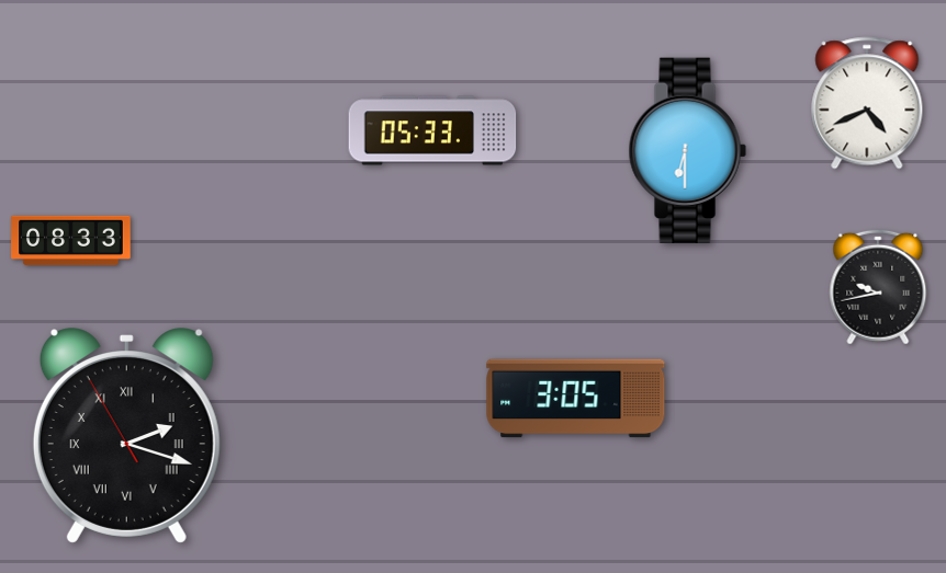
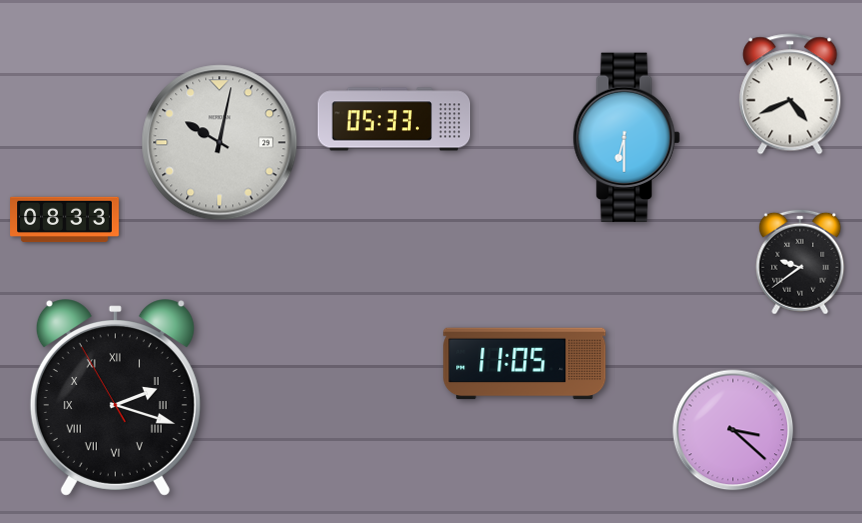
clock at (220, 143): none -> 10:02
clock at (878, 287): 9:43 -> 9:39
clock at (576, 399): 3:05 -> 11:05
clock at (733, 430): none -> 3:22
